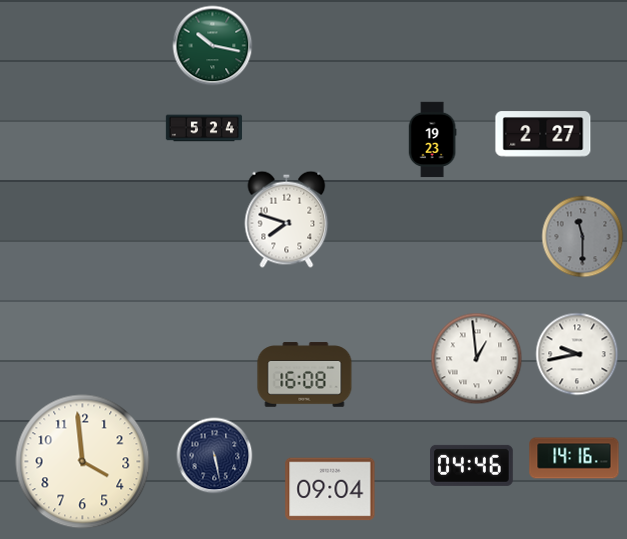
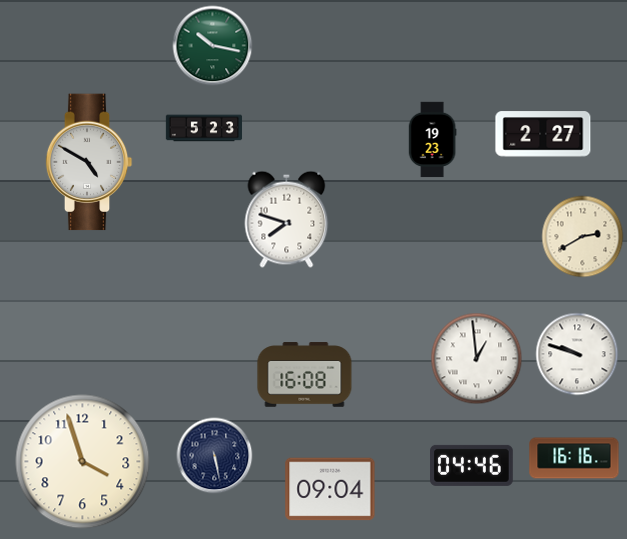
clock at (204, 128): 5:24 -> 5:23
clock at (89, 162): none -> 4:50
clock at (583, 237): 11:30 -> 2:40
clock at (583, 237) dial: grey -> cream
clock at (577, 354): 9:43 -> 9:48
clock at (574, 458): 14:16 -> 16:16
clock at (83, 462): 3:59 -> 3:57
